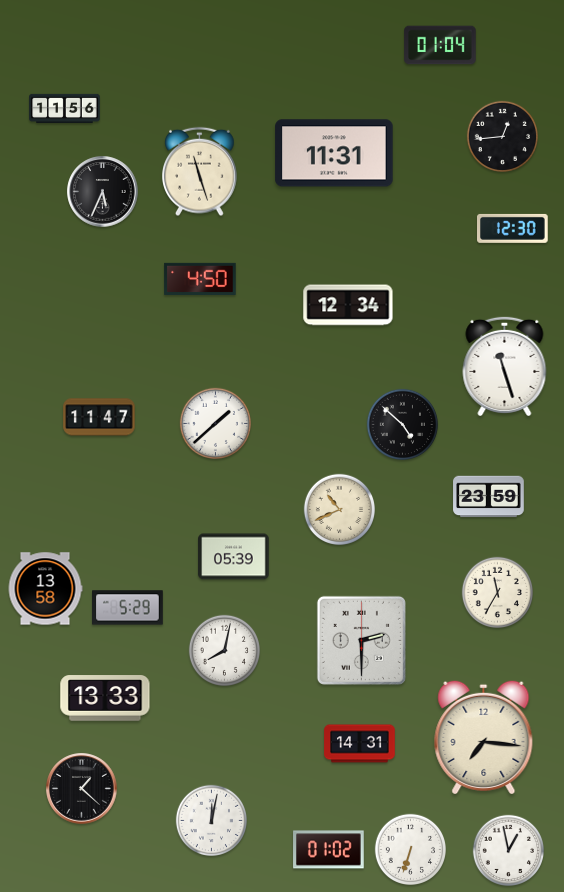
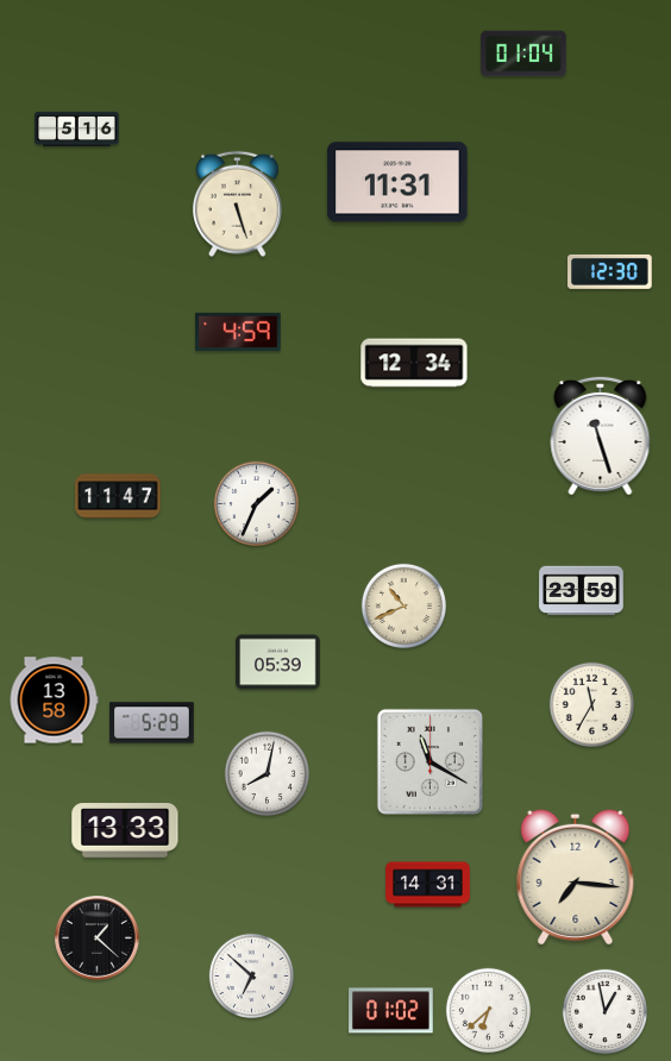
clock at (65, 109): 11:56 -> 5:16
clock at (502, 136): 12:44 -> none
clock at (200, 172): 11:27 -> 5:27
clock at (103, 192): 5:34 -> none
clock at (200, 279): 4:50 -> 4:59
clock at (215, 423): 1:38 -> 1:34
clock at (402, 424): 4:52 -> none
clock at (361, 640): 2:30 -> 11:20
clock at (211, 820): 12:02 -> 6:52
clock at (410, 849): 6:33 -> 6:38
